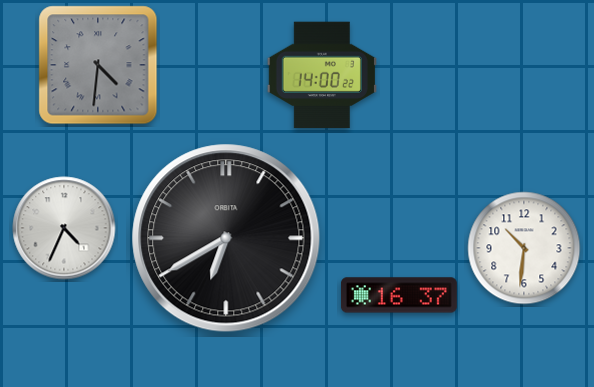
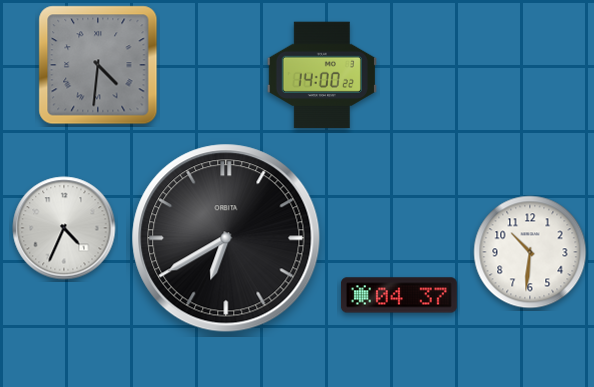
clock at (524, 248) position: (524, 248) -> (530, 252)
clock at (399, 295): 16:37 -> 04:37
